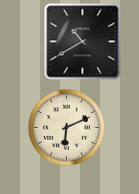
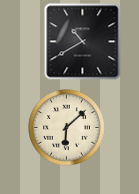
clock at (67, 128): 6:11 -> 6:08
